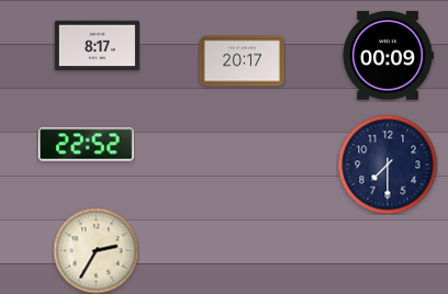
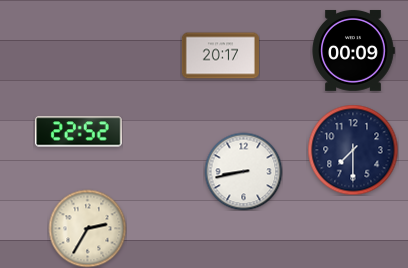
clock at (97, 46): 8:17 -> none
clock at (243, 171): none -> 8:43
